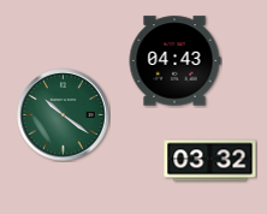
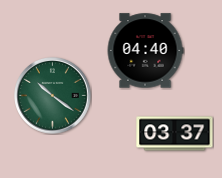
clock at (174, 61): 04:43 -> 04:40
clock at (210, 161): 03:32 -> 03:37
